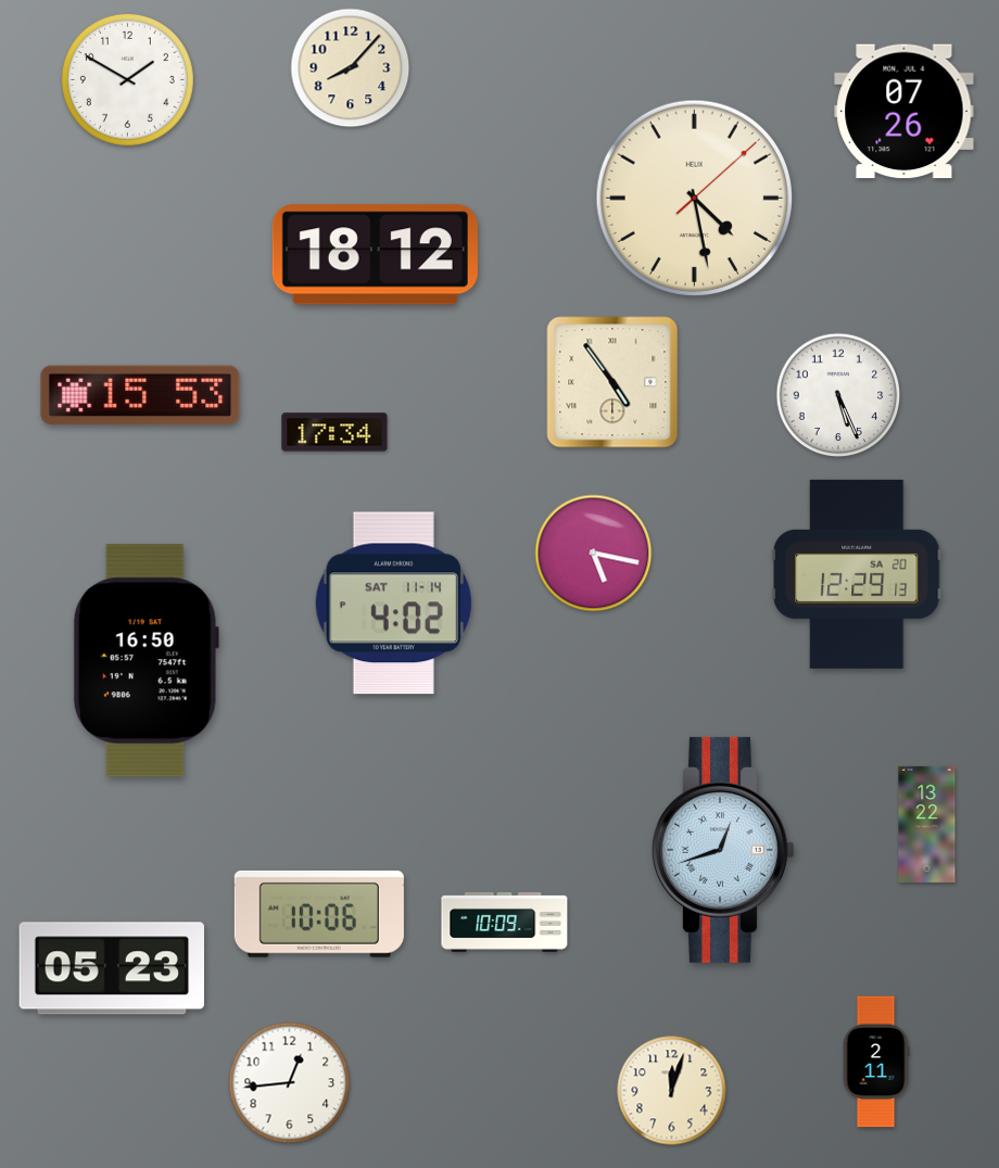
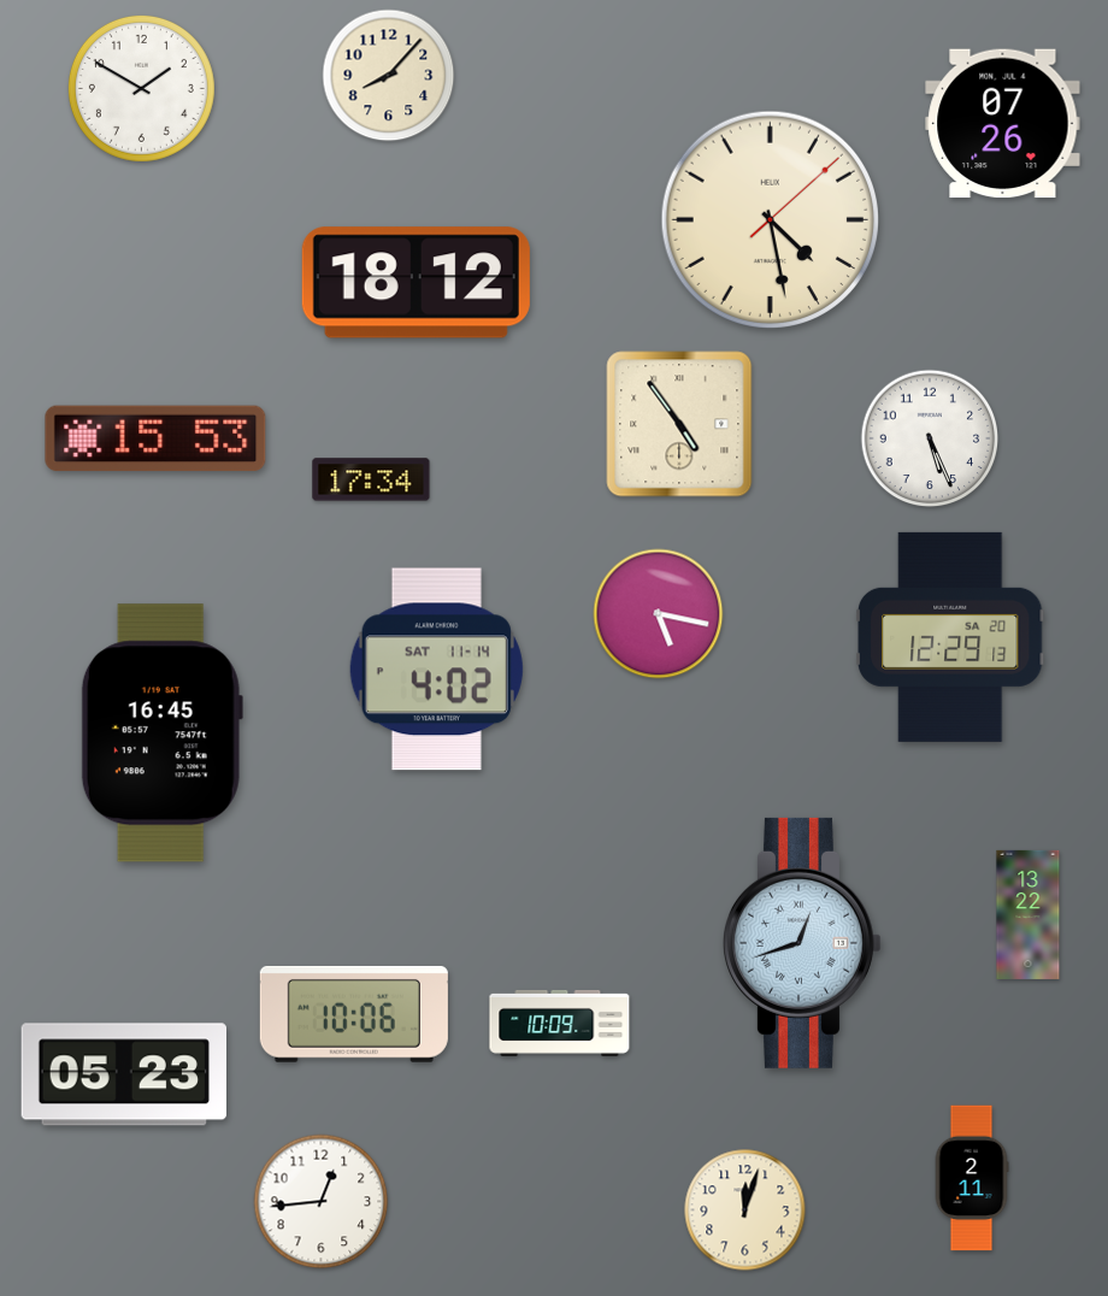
clock at (146, 661): 16:50 -> 16:45
